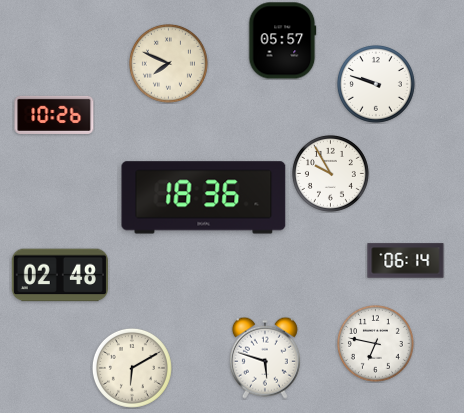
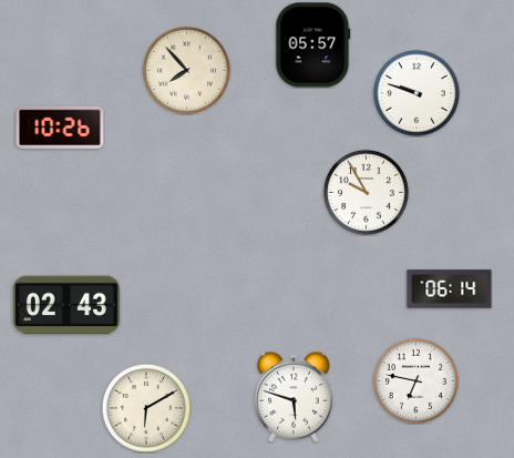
clock at (168, 63): 7:49 -> 7:53
clock at (204, 198): 18:36 -> none
clock at (60, 275): 02:48 -> 02:43
